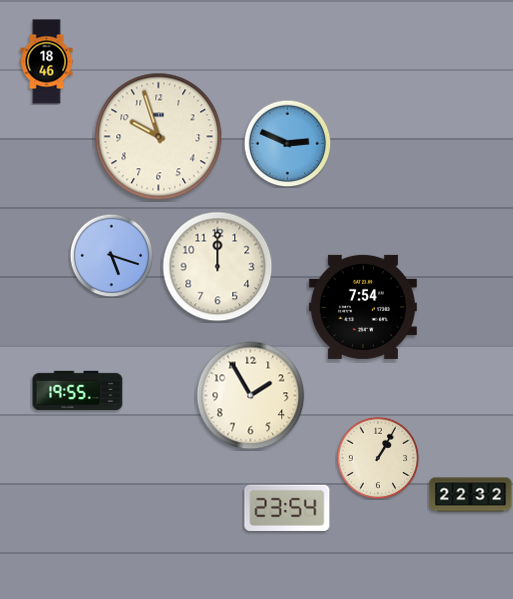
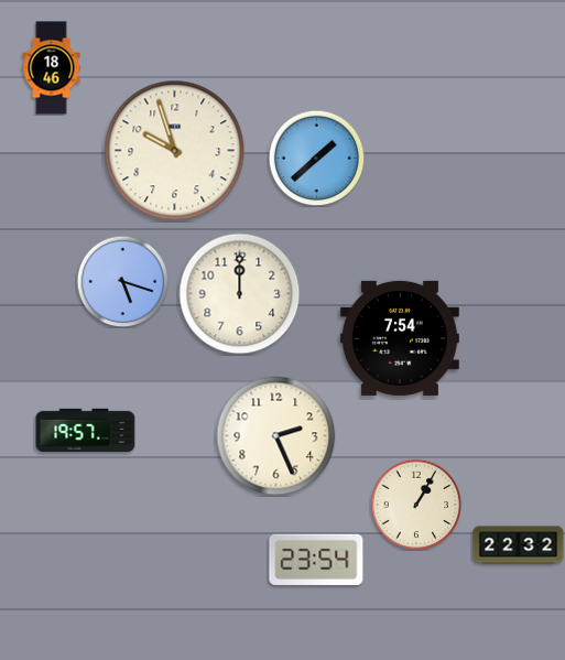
clock at (287, 143): 2:49 -> 1:38
clock at (78, 391): 19:55 -> 19:57
clock at (251, 396): 1:55 -> 2:26
